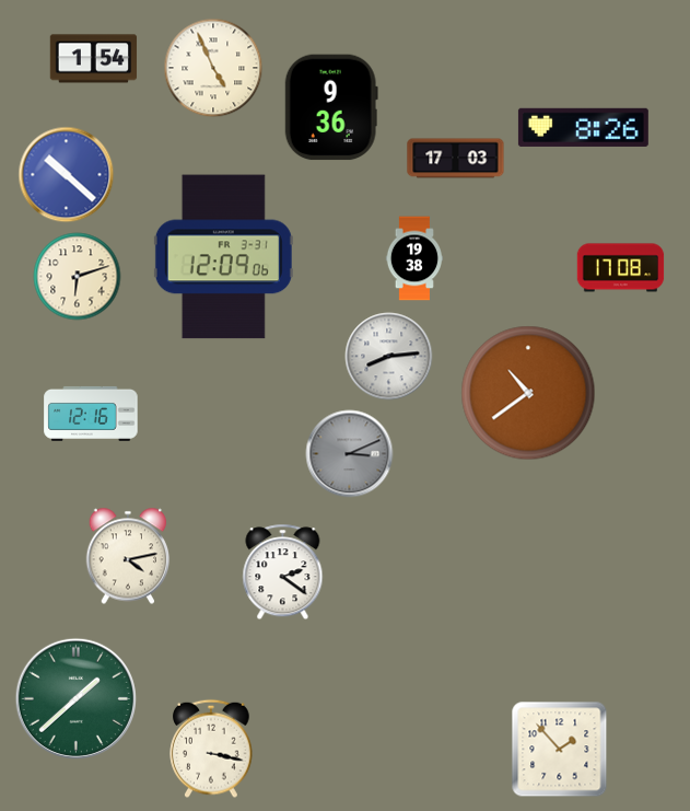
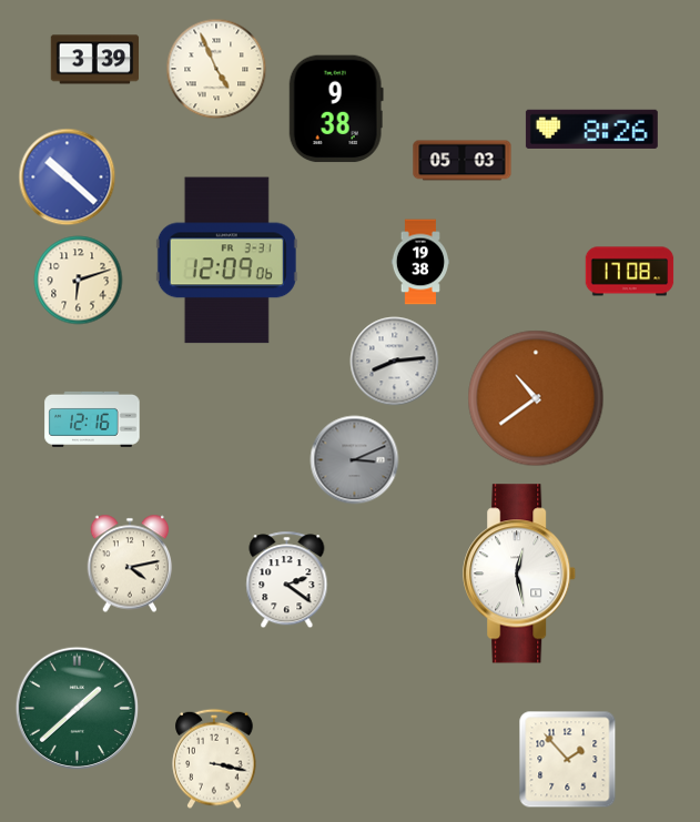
clock at (94, 59): 1:54 -> 3:39
clock at (331, 107): 9:36 -> 9:38
clock at (456, 159): 17:03 -> 05:03
clock at (520, 574): none -> 12:28
